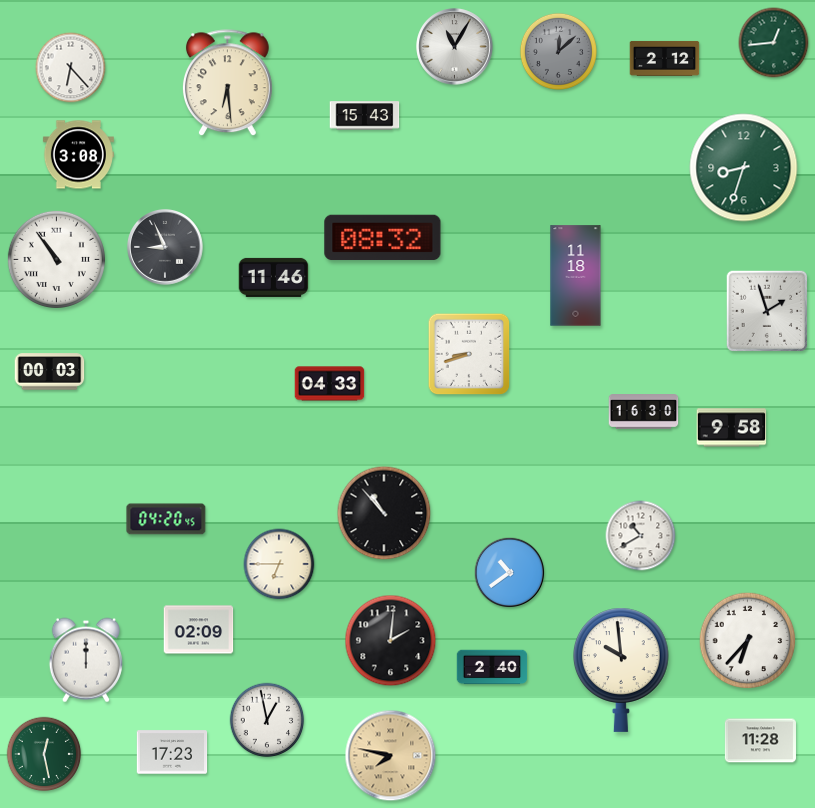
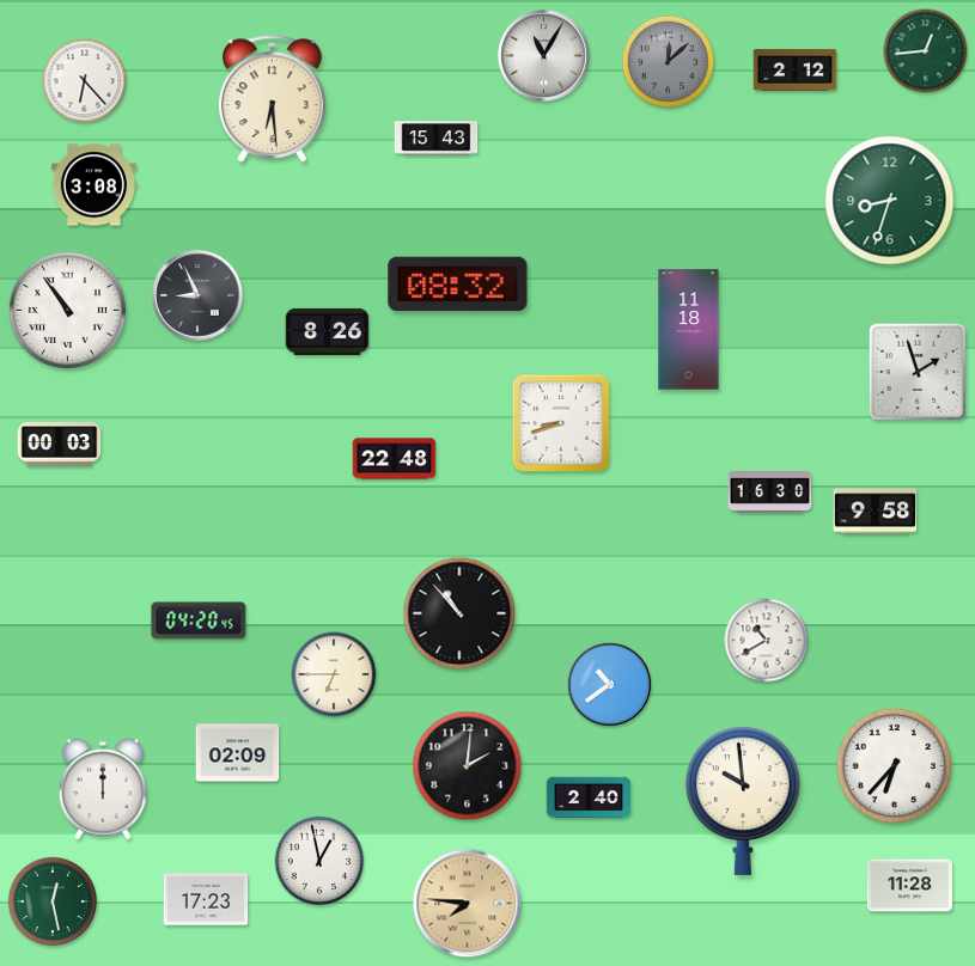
clock at (274, 277): 11:46 -> 8:26
clock at (330, 384): 04:33 -> 22:48
clock at (391, 756): 7:47 -> 7:46
